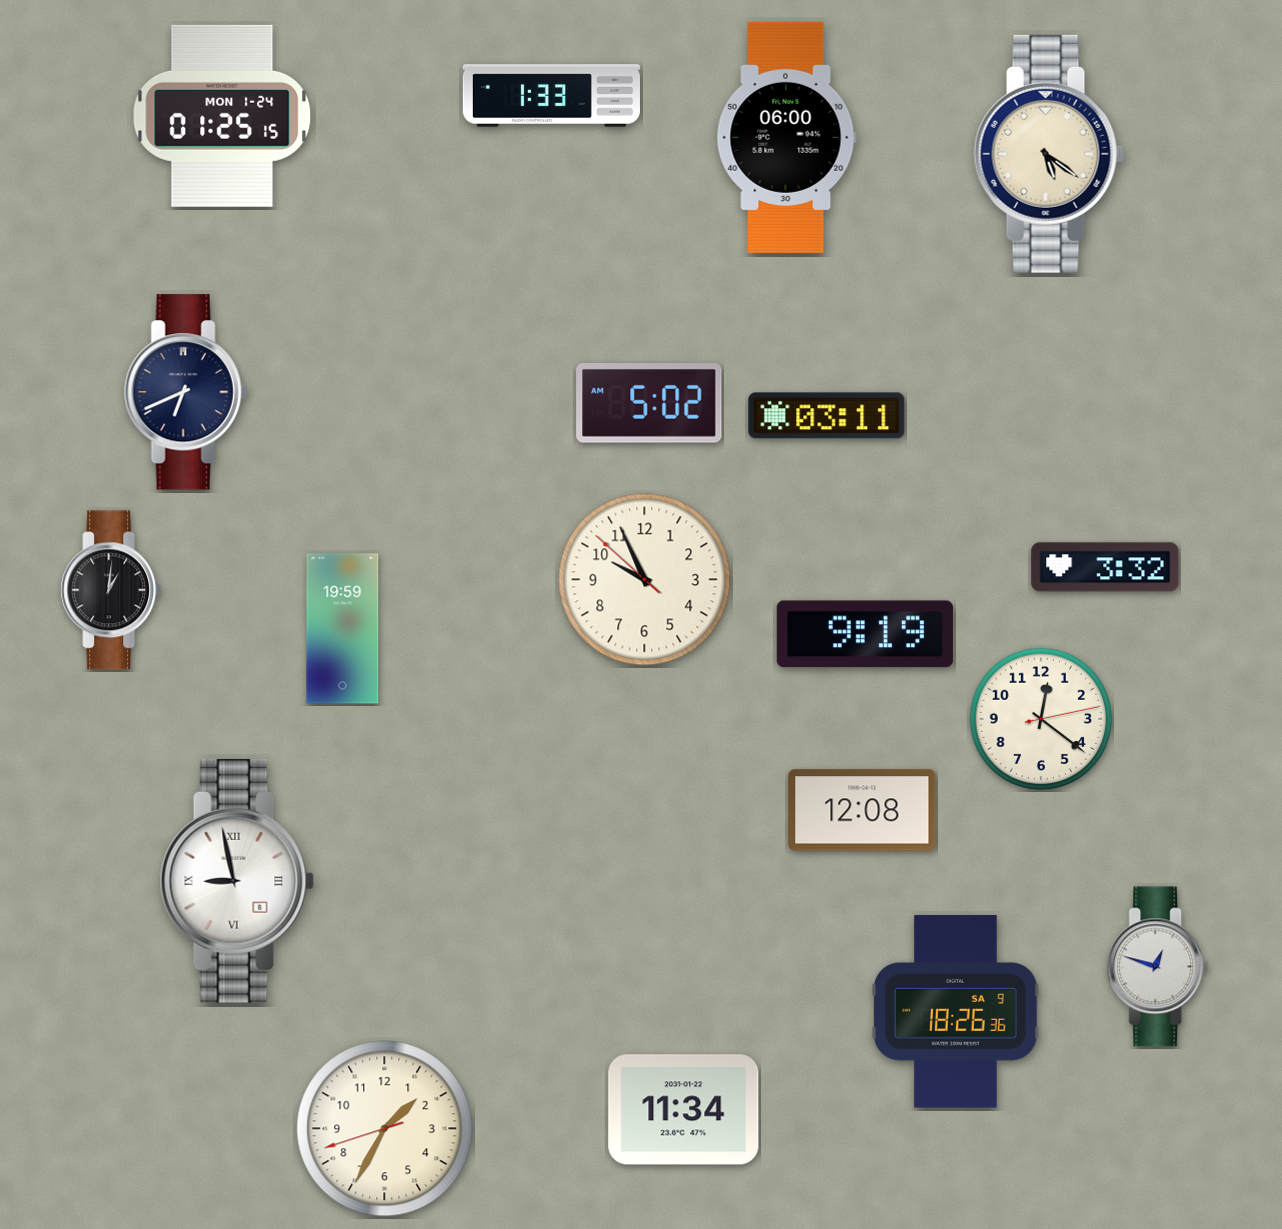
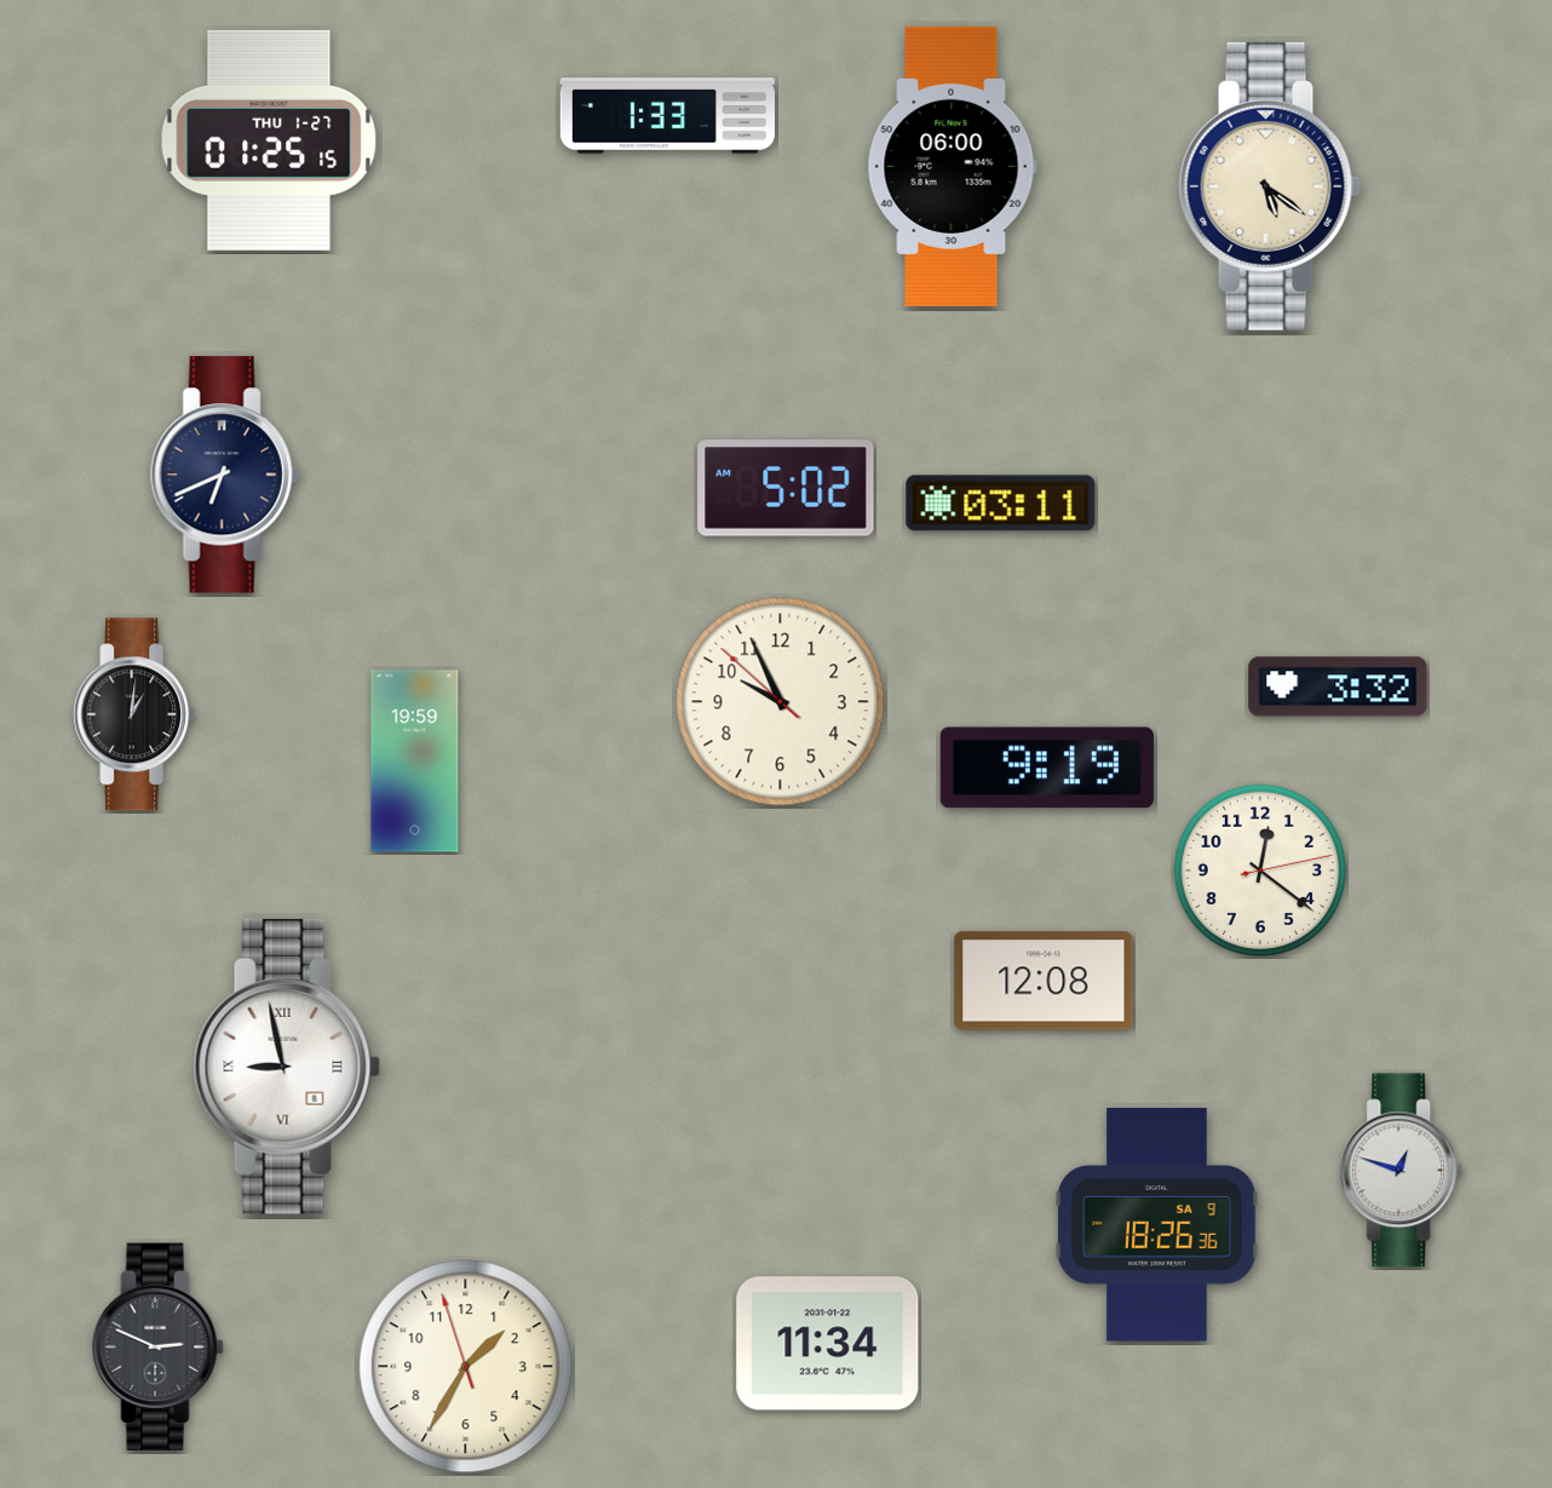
clock at (222, 116) date: MON 1-24 -> THU 1-27
clock at (159, 1348): none -> 2:49
clock at (385, 1129): 1:34:42 -> 1:34:57
